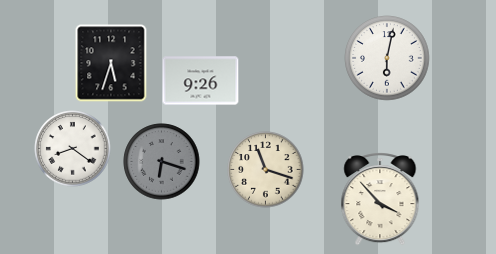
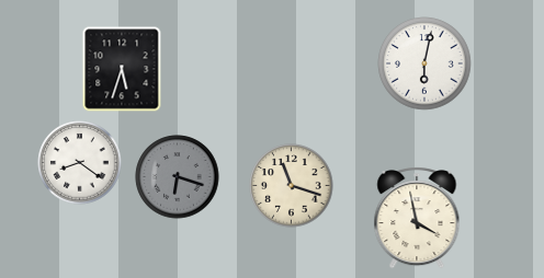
clock at (201, 81): 9:26 -> none
clock at (380, 200): 3:53 -> 3:58
